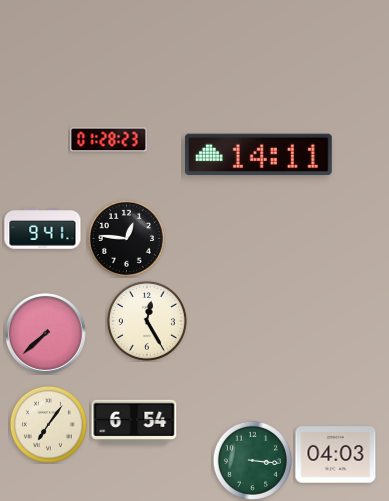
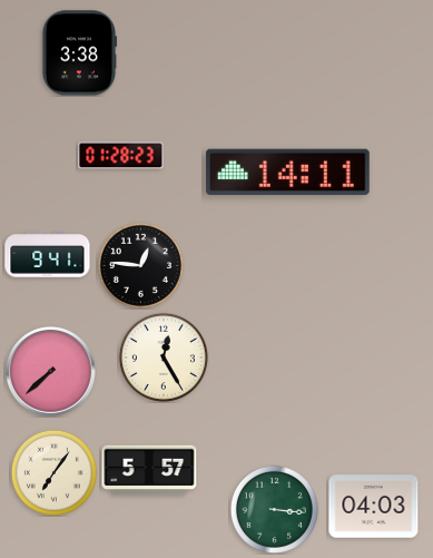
clock at (78, 53): none -> 3:38
clock at (134, 422): 6:54 -> 5:57
clock at (252, 460) position: (252, 460) -> (274, 509)
